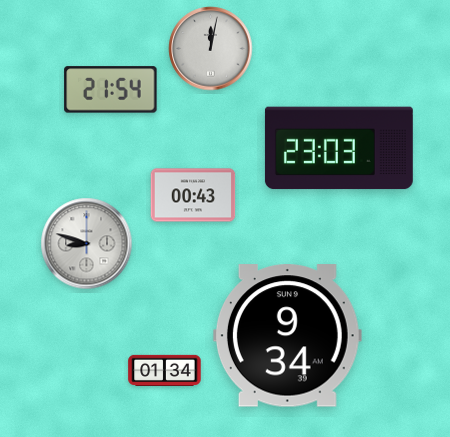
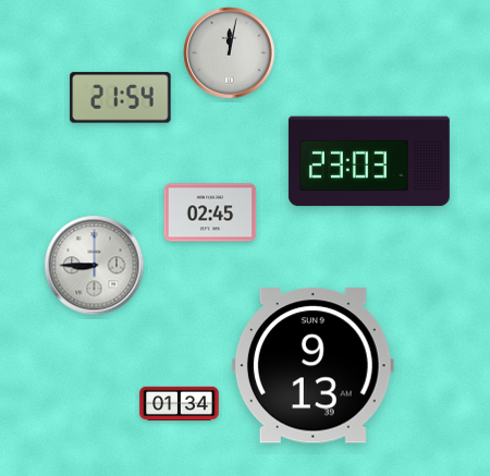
clock at (193, 195): 00:43 -> 02:45
clock at (87, 244): 8:48 -> 8:45
clock at (287, 336): 9:34 -> 9:13
